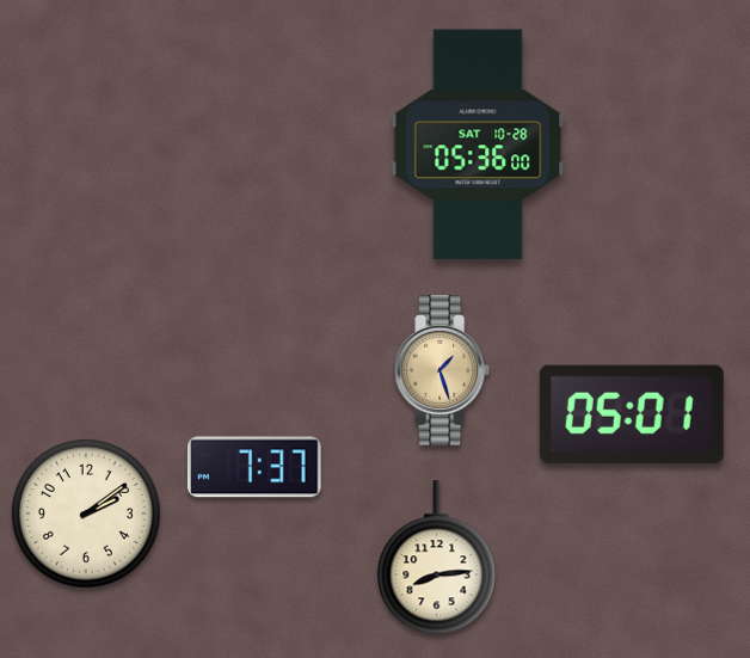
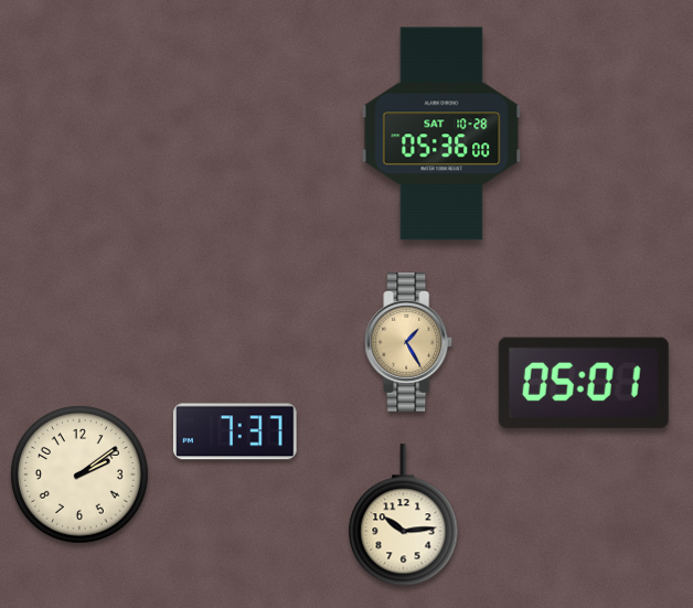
clock at (443, 371): 1:27 -> 1:25
clock at (437, 558): 8:14 -> 10:14
